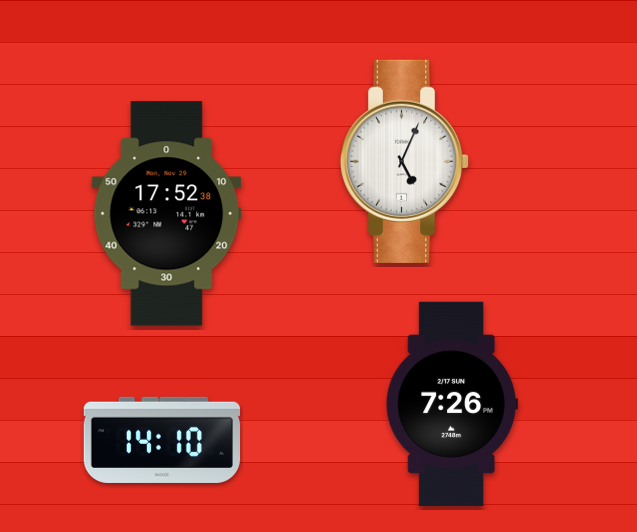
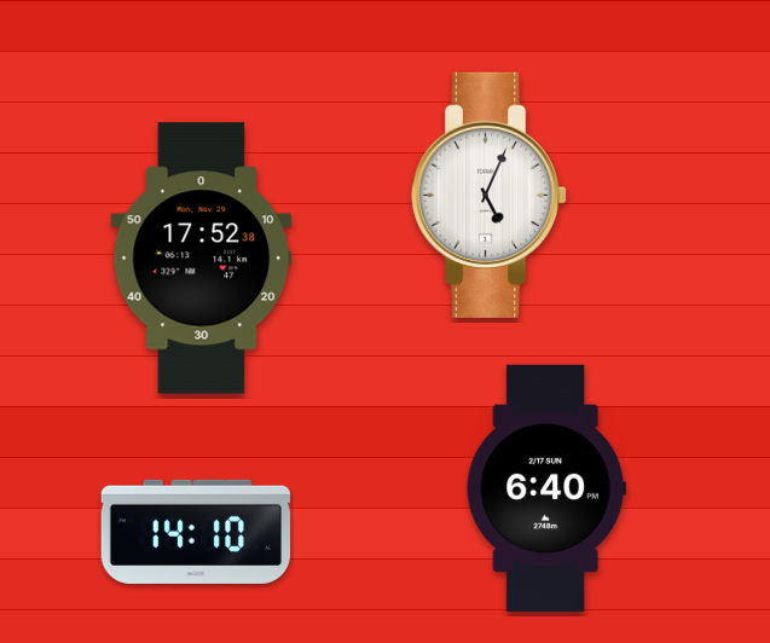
clock at (452, 404): 7:26 -> 6:40
